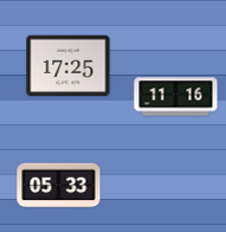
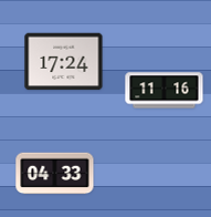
clock at (69, 66): 17:25 -> 17:24
clock at (59, 186): 05:33 -> 04:33
